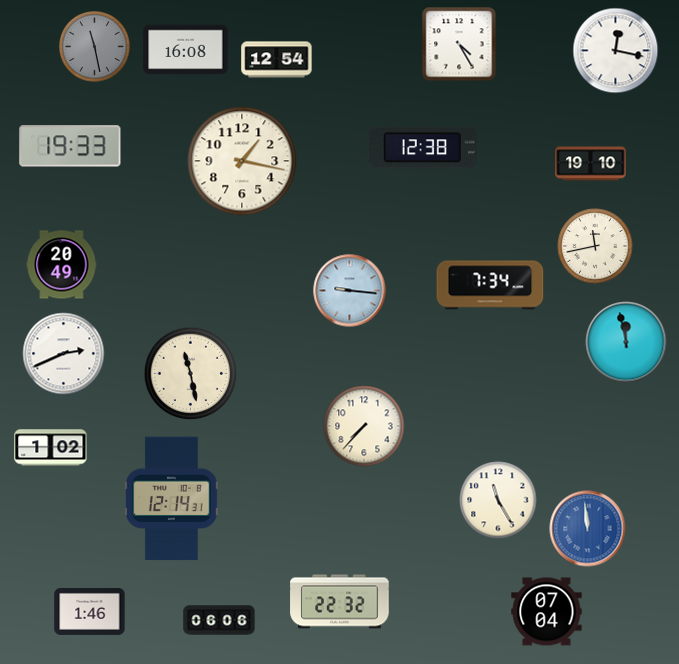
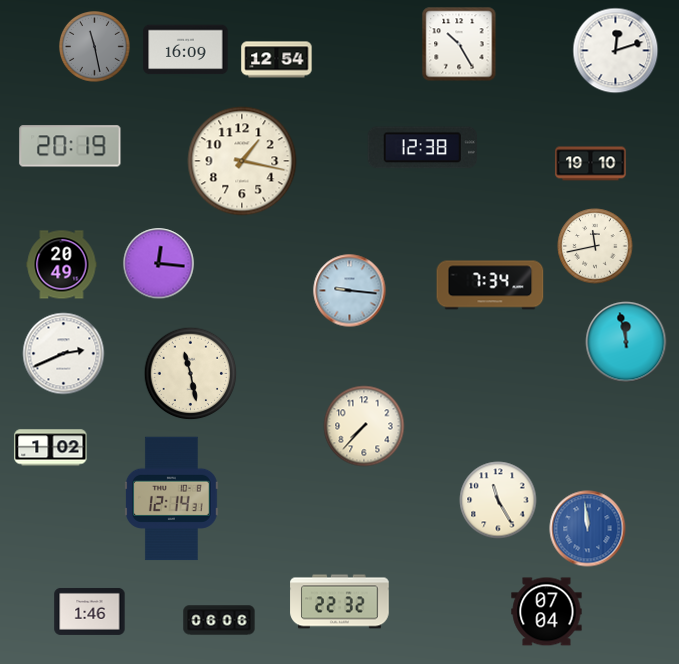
clock at (459, 44): 4:25 -> 10:25
clock at (186, 50): 16:08 -> 16:09
clock at (616, 51): 12:17 -> 12:12
clock at (70, 146): 19:33 -> 20:19
clock at (159, 264): none -> 12:16
